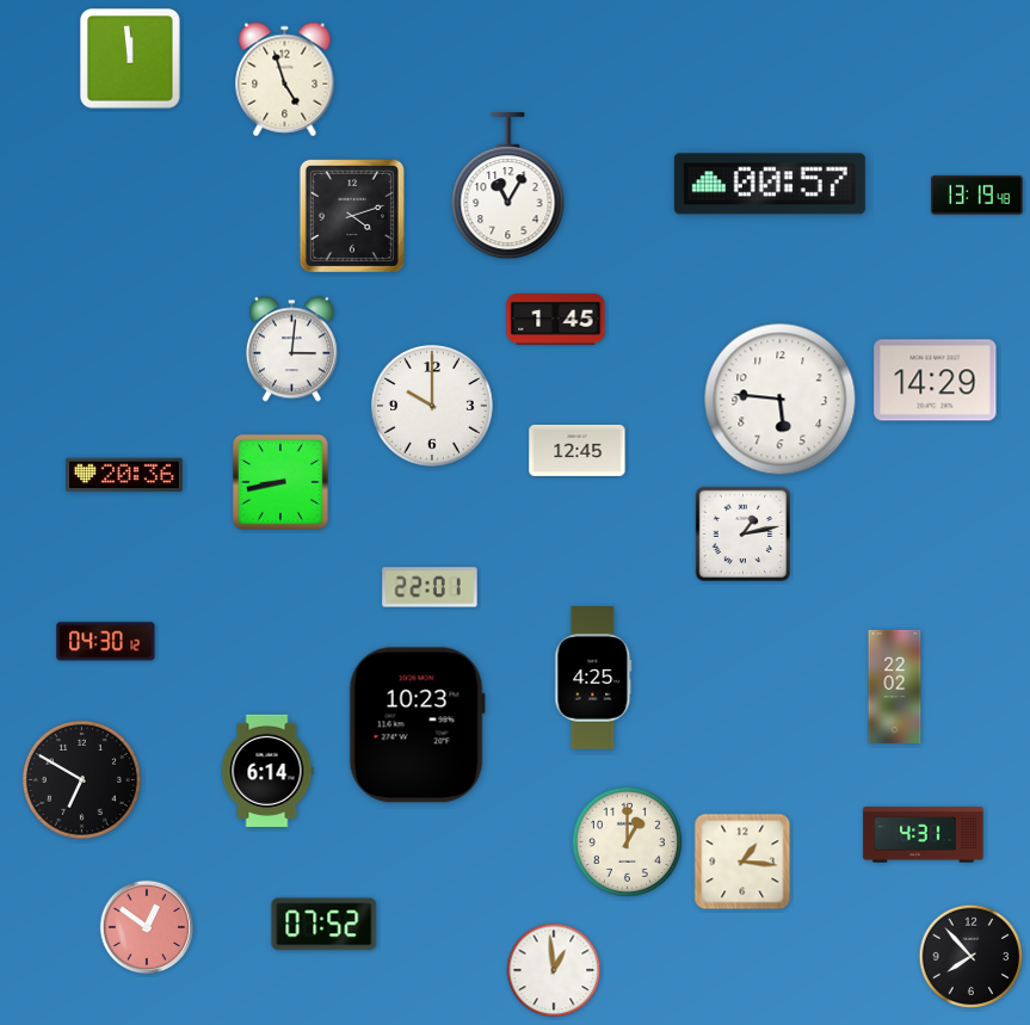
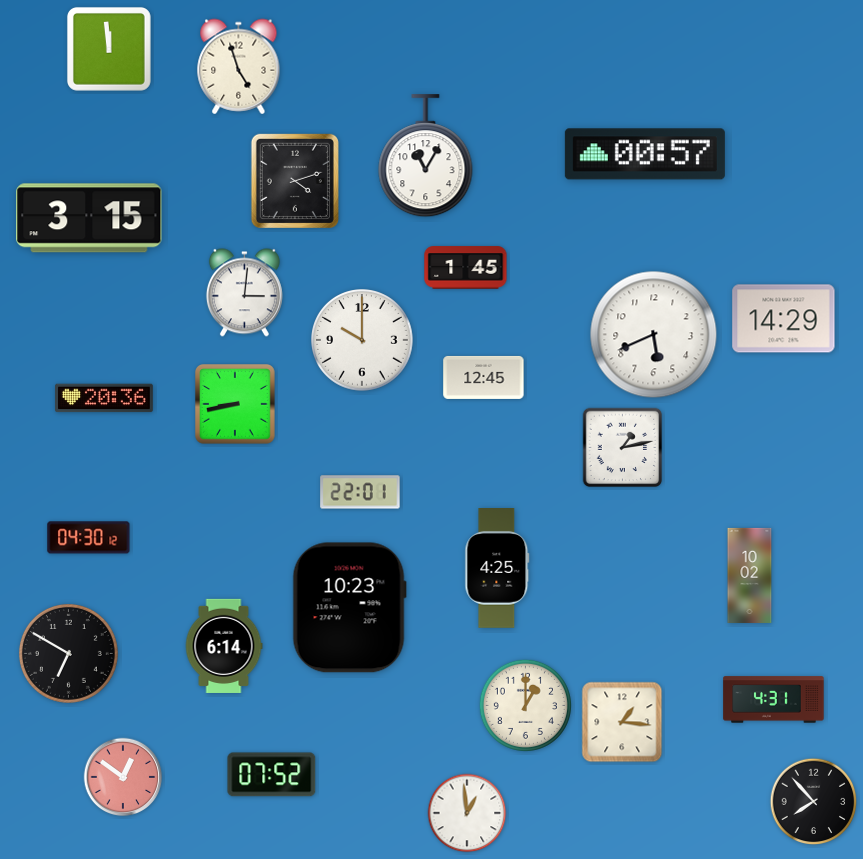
clock at (977, 196): 13:19 -> none
clock at (89, 218): none -> 3:15
clock at (781, 400): 5:46 -> 5:41
clock at (895, 686): 22:02 -> 10:02
clock at (554, 970) position: (554, 970) -> (467, 813)
